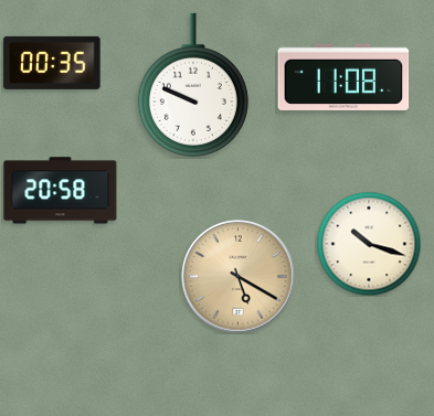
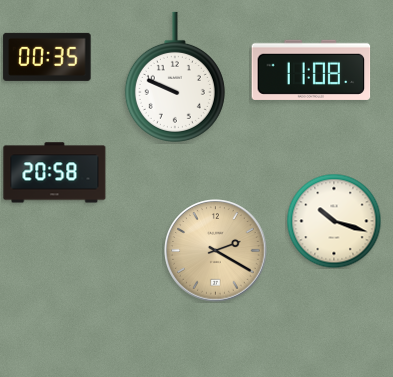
clock at (239, 277): 5:20 -> 2:20
